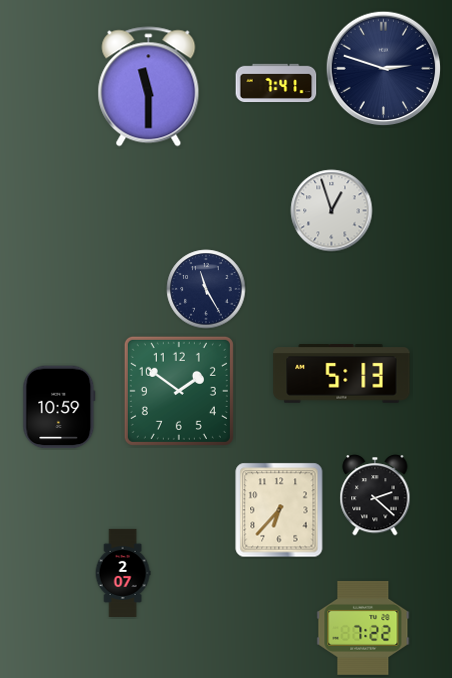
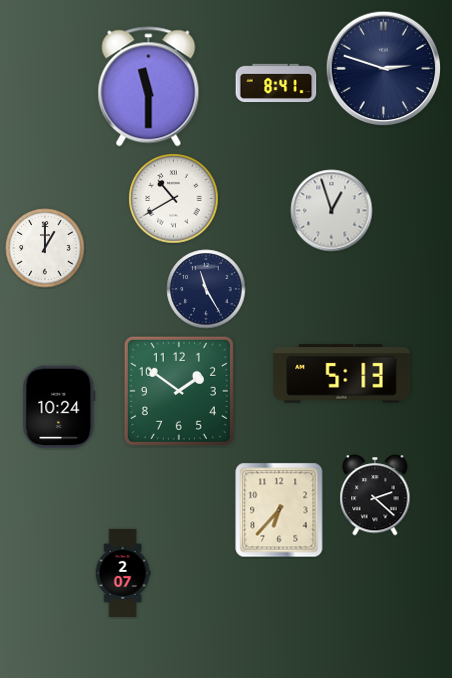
clock at (276, 83): 7:41 -> 8:41
clock at (174, 199): none -> 10:40
clock at (45, 248): none -> 1:00
clock at (59, 407): 10:59 -> 10:24
clock at (363, 628): 7:22 -> none
